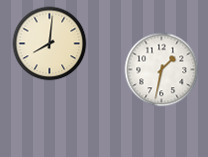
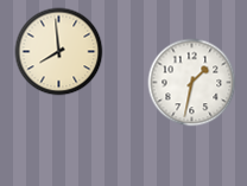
clock at (50, 44): 8:01 -> 7:59
